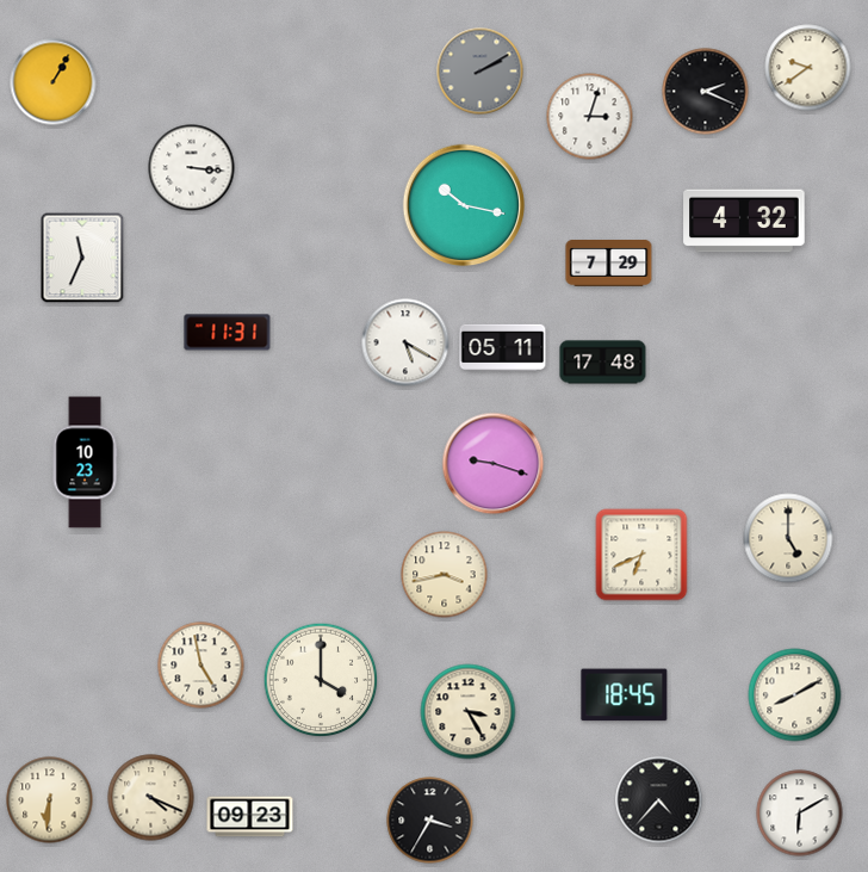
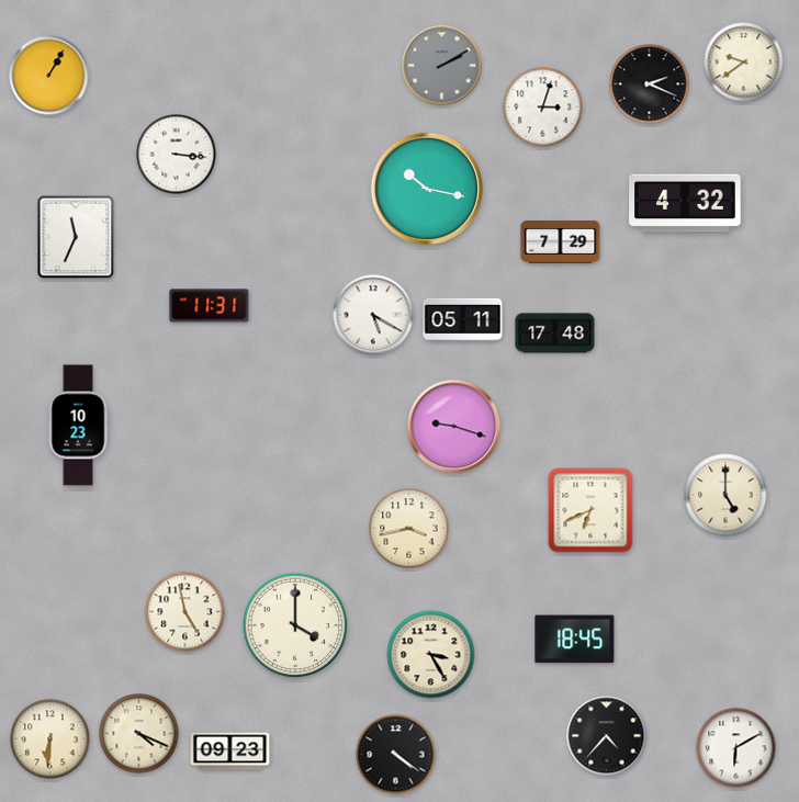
clock at (795, 695): 8:10 -> none
clock at (50, 800) position: (50, 800) -> (50, 739)
clock at (430, 821): 3:35 -> 4:21
